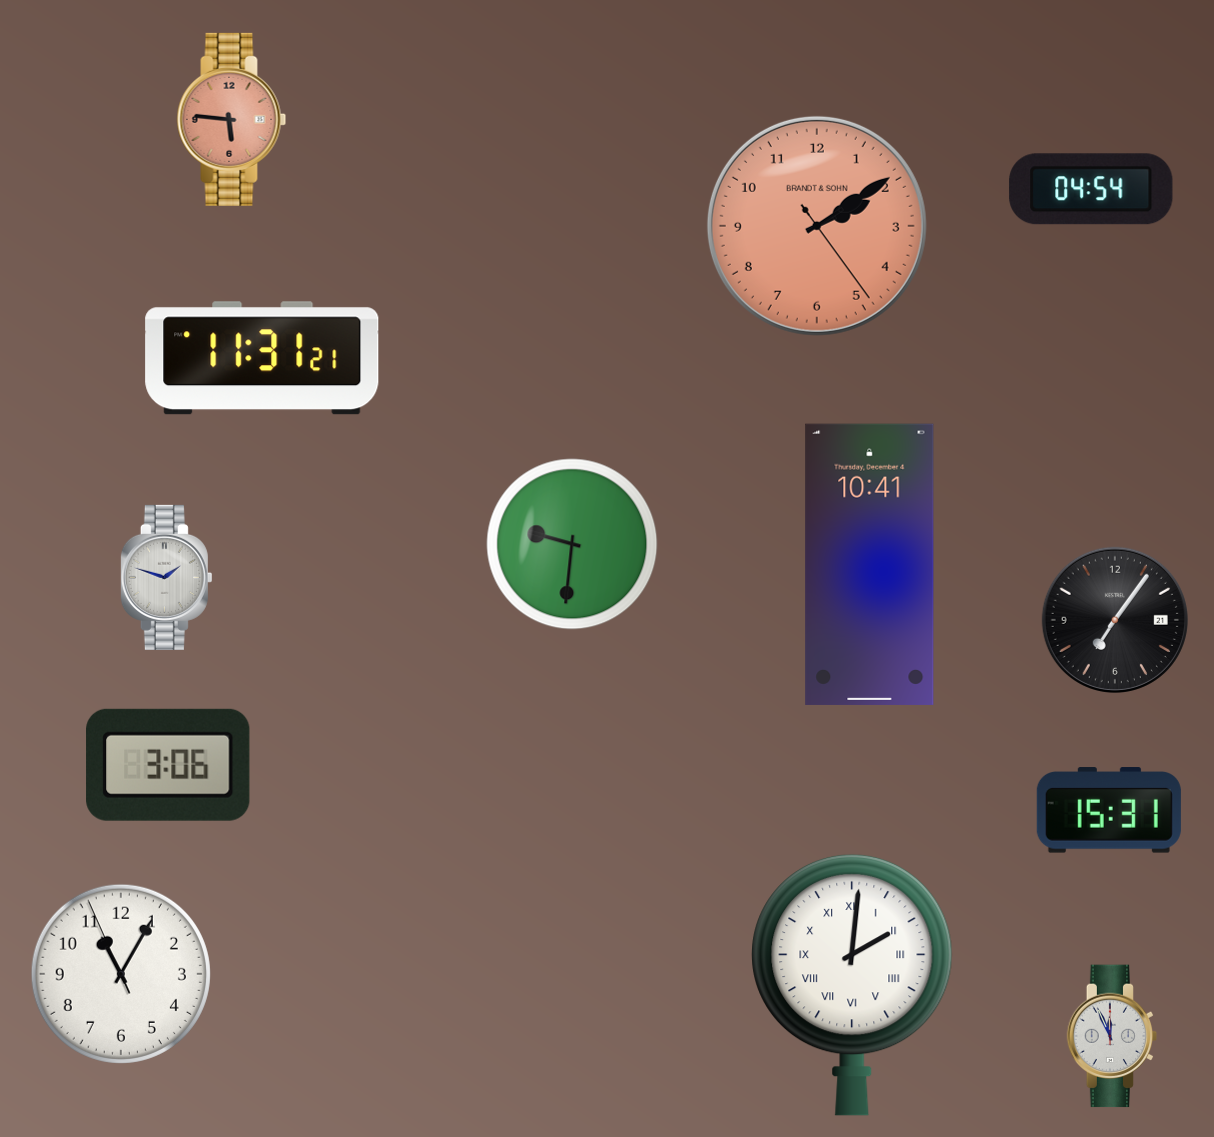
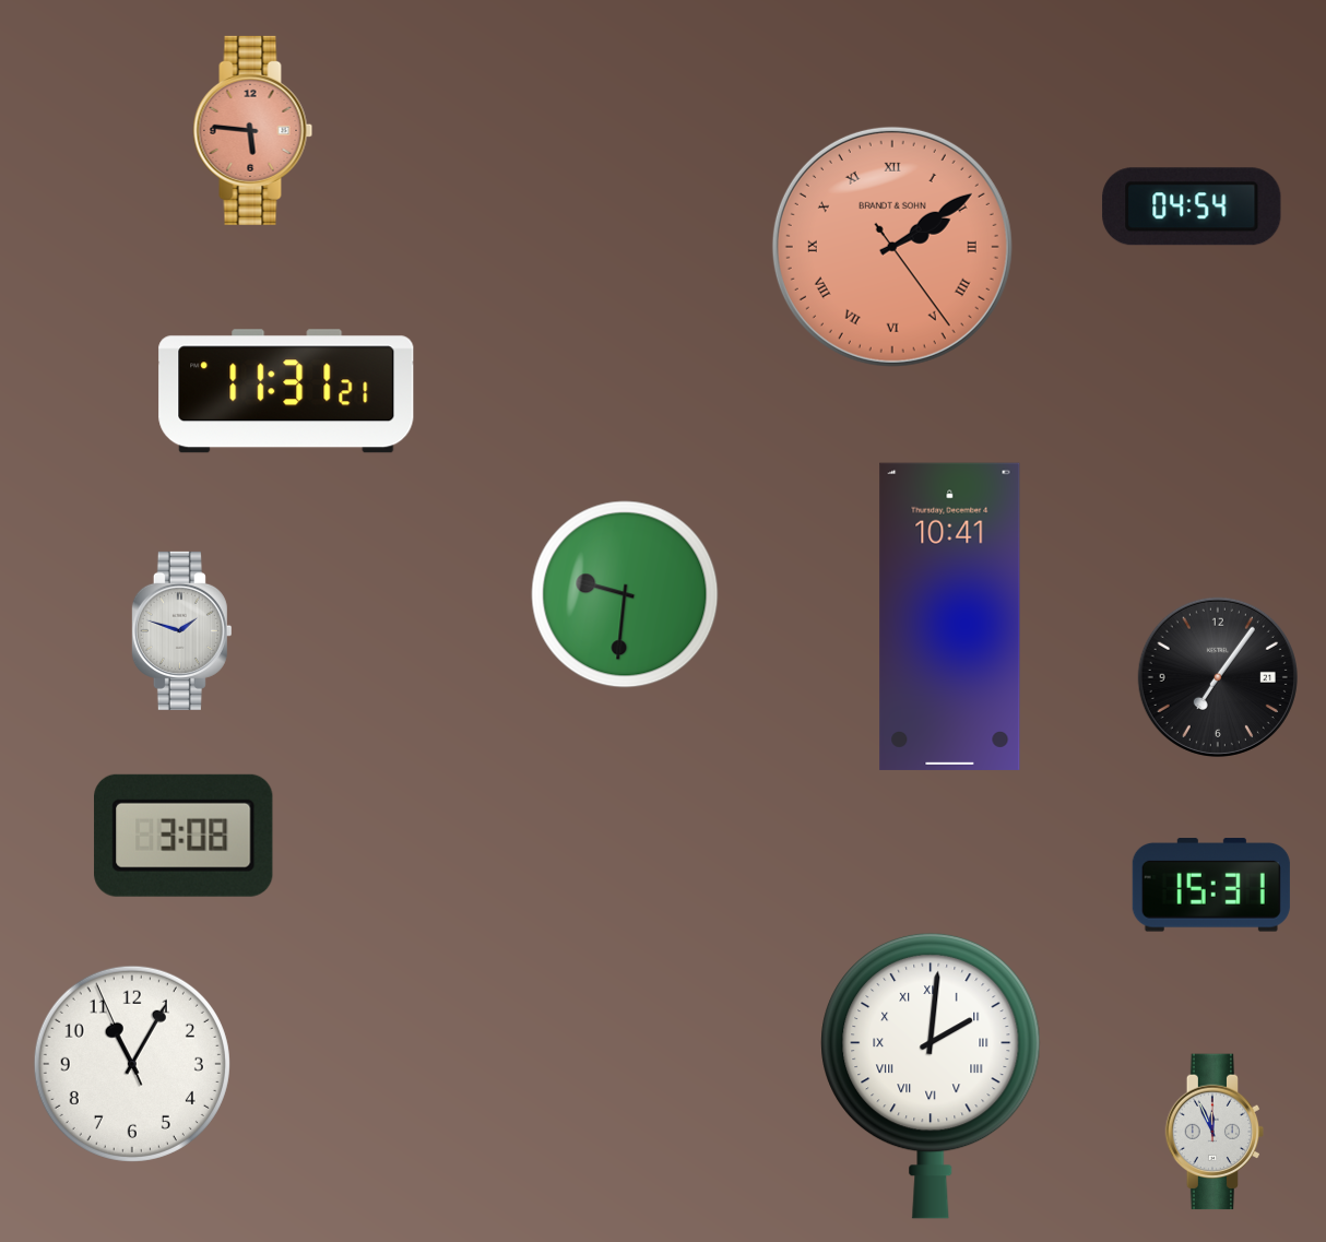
clock at (817, 226) numerals: Arabic -> Roman
clock at (168, 765): 3:06 -> 3:08
